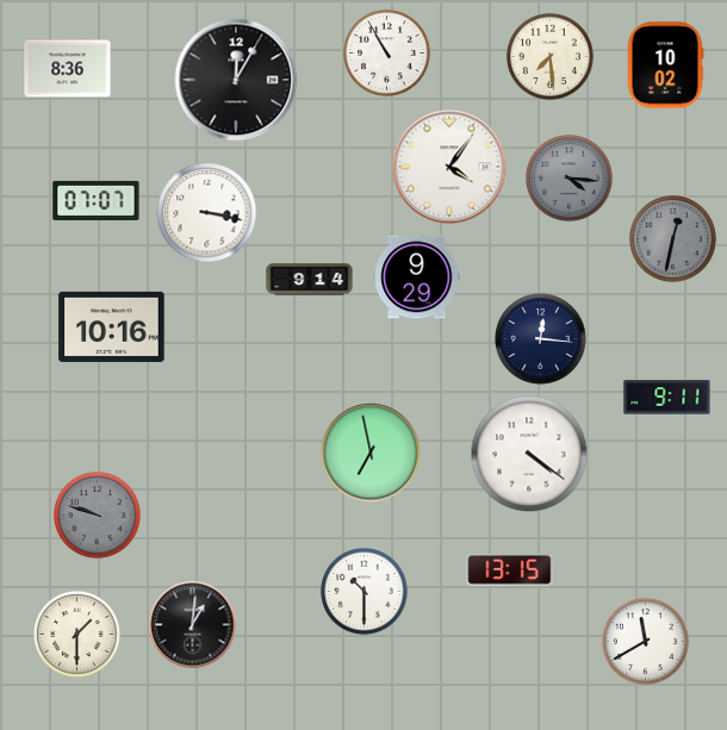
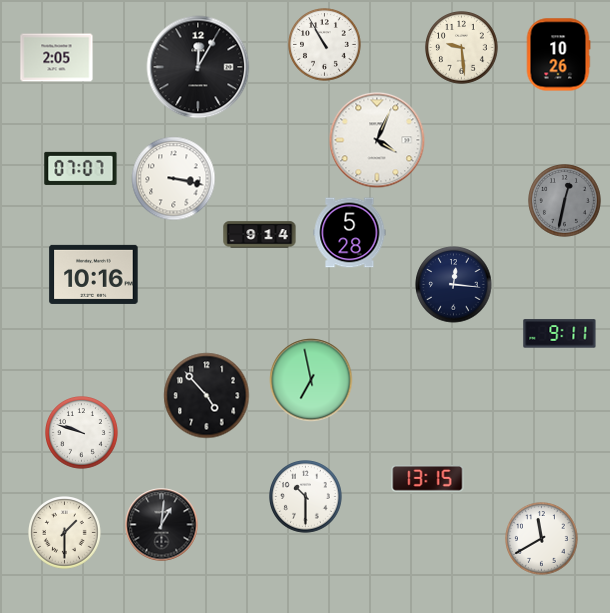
clock at (551, 57): 7:29 -> 9:29
clock at (665, 65): 10:02 -> 10:26
clock at (68, 69): 8:36 -> 2:05
clock at (449, 167): 4:06 -> 4:04
clock at (570, 179): 4:16 -> none
clock at (417, 277): 9:29 -> 5:28
clock at (529, 454): 4:21 -> none
clock at (207, 396): none -> 4:53
clock at (98, 516) dial: grey -> white
